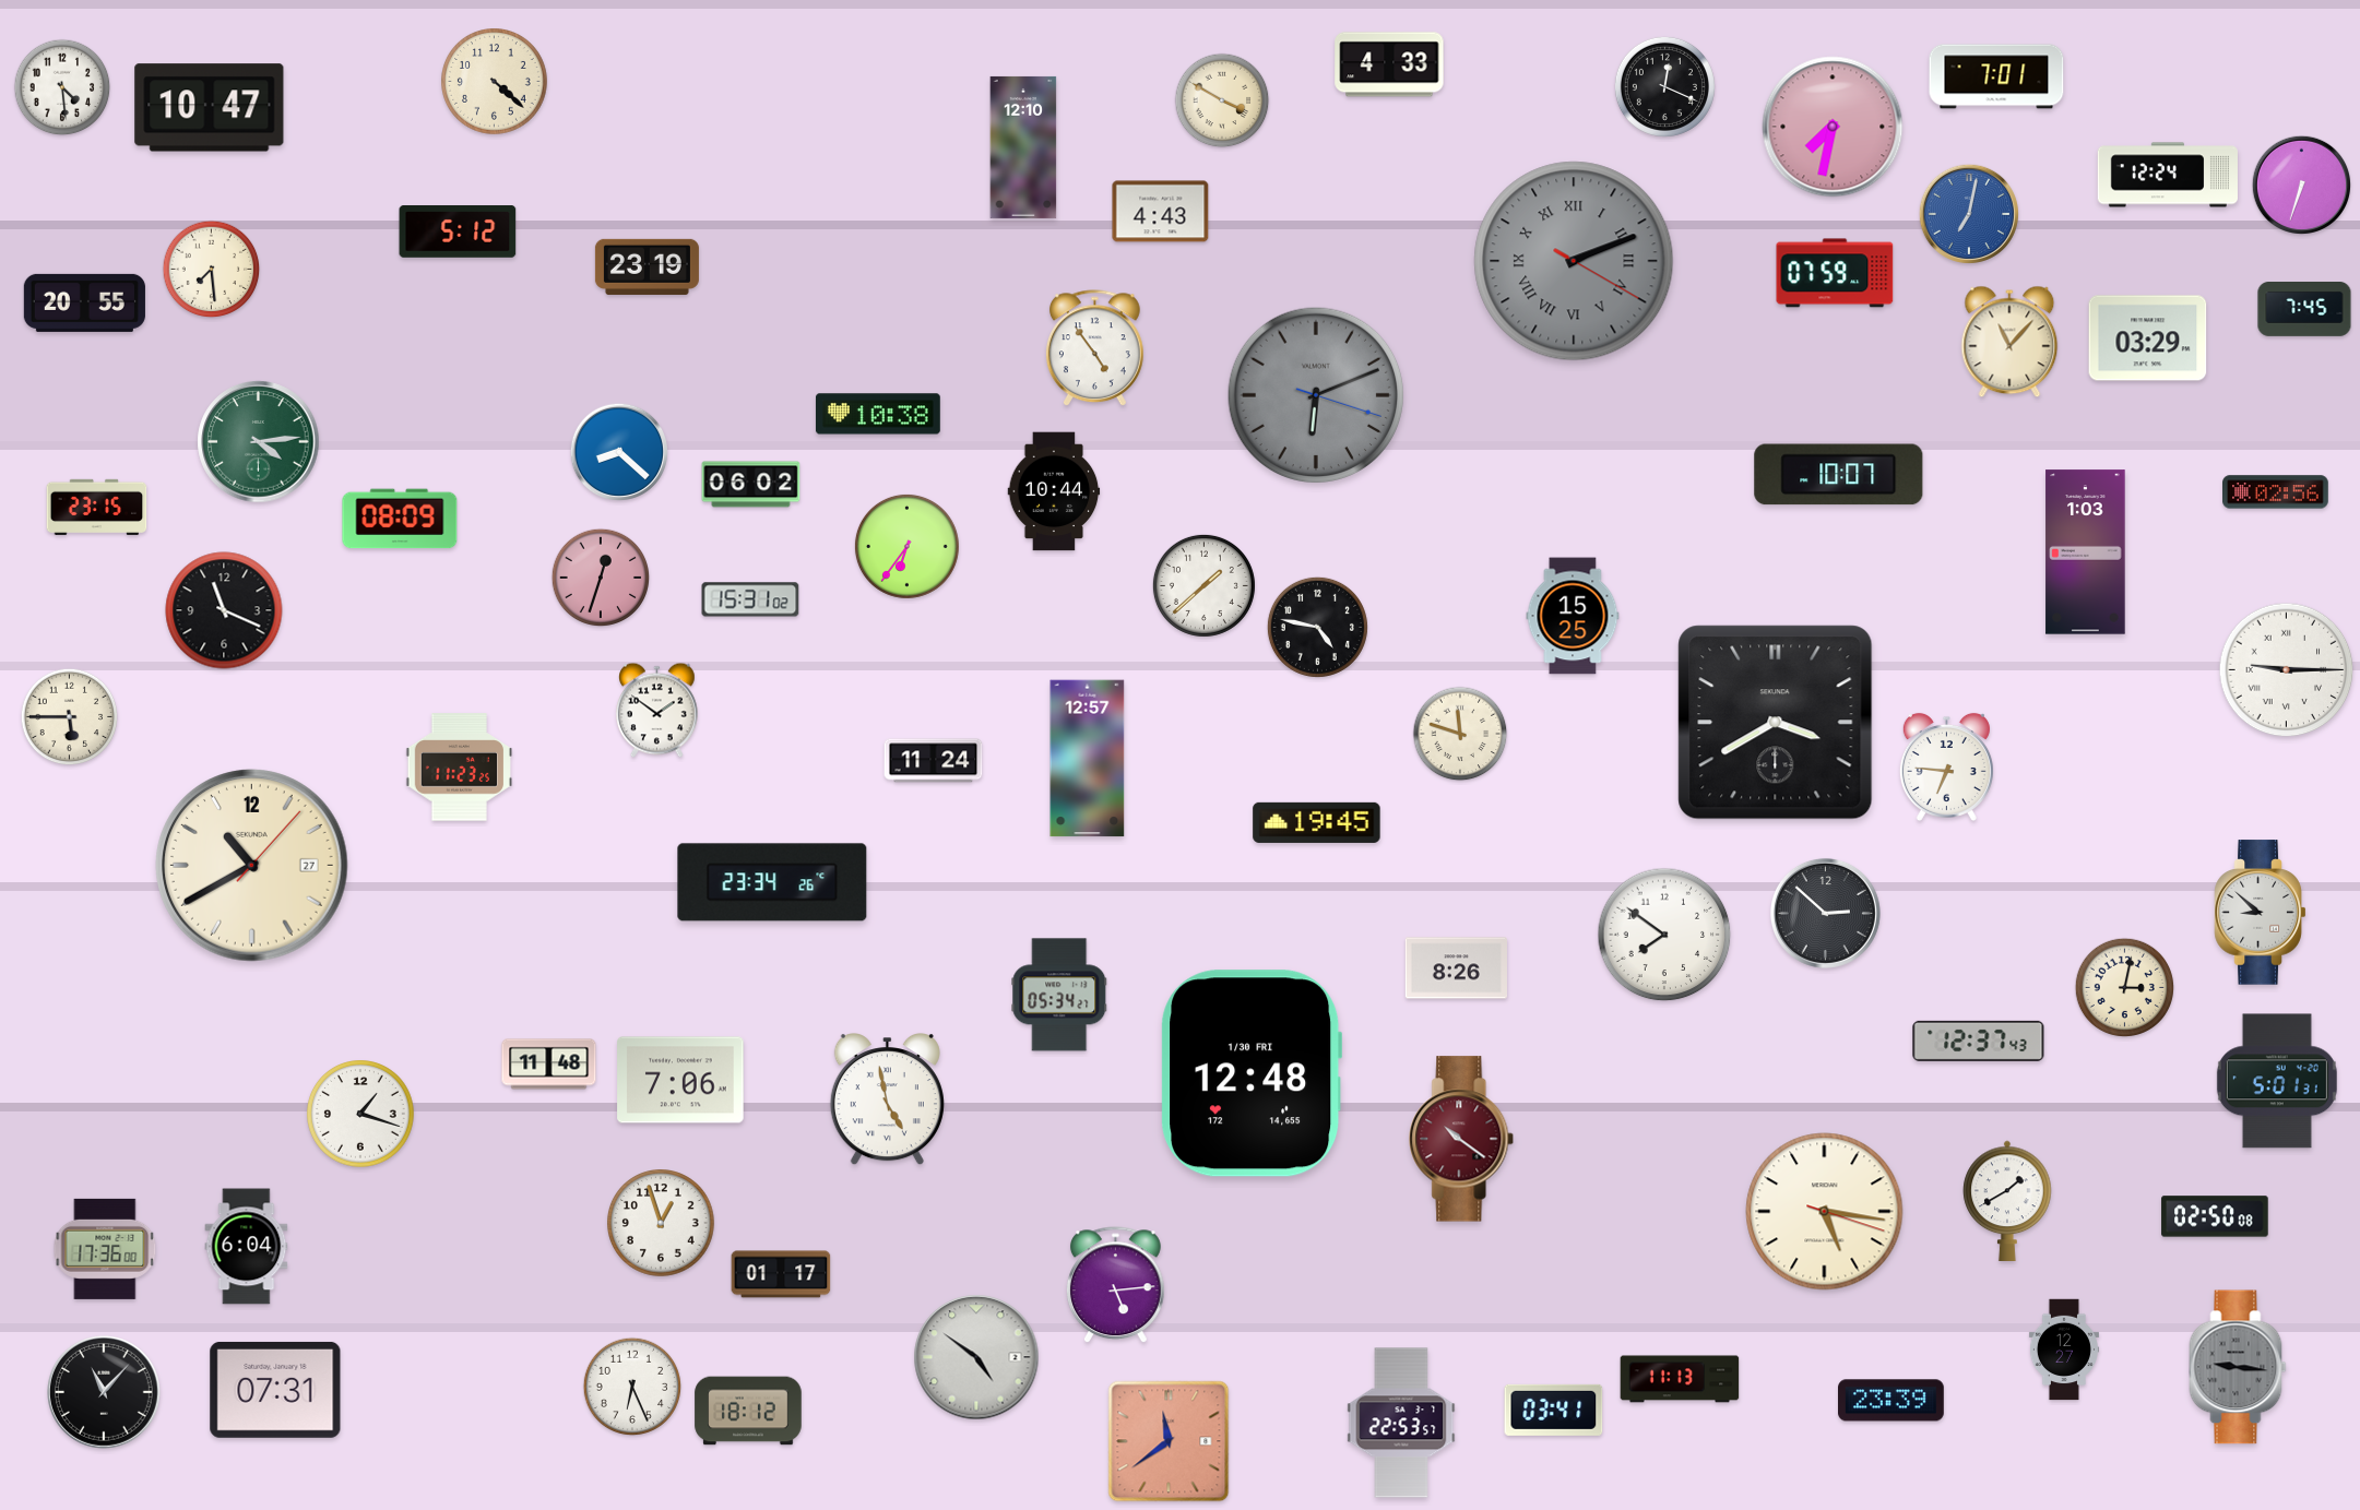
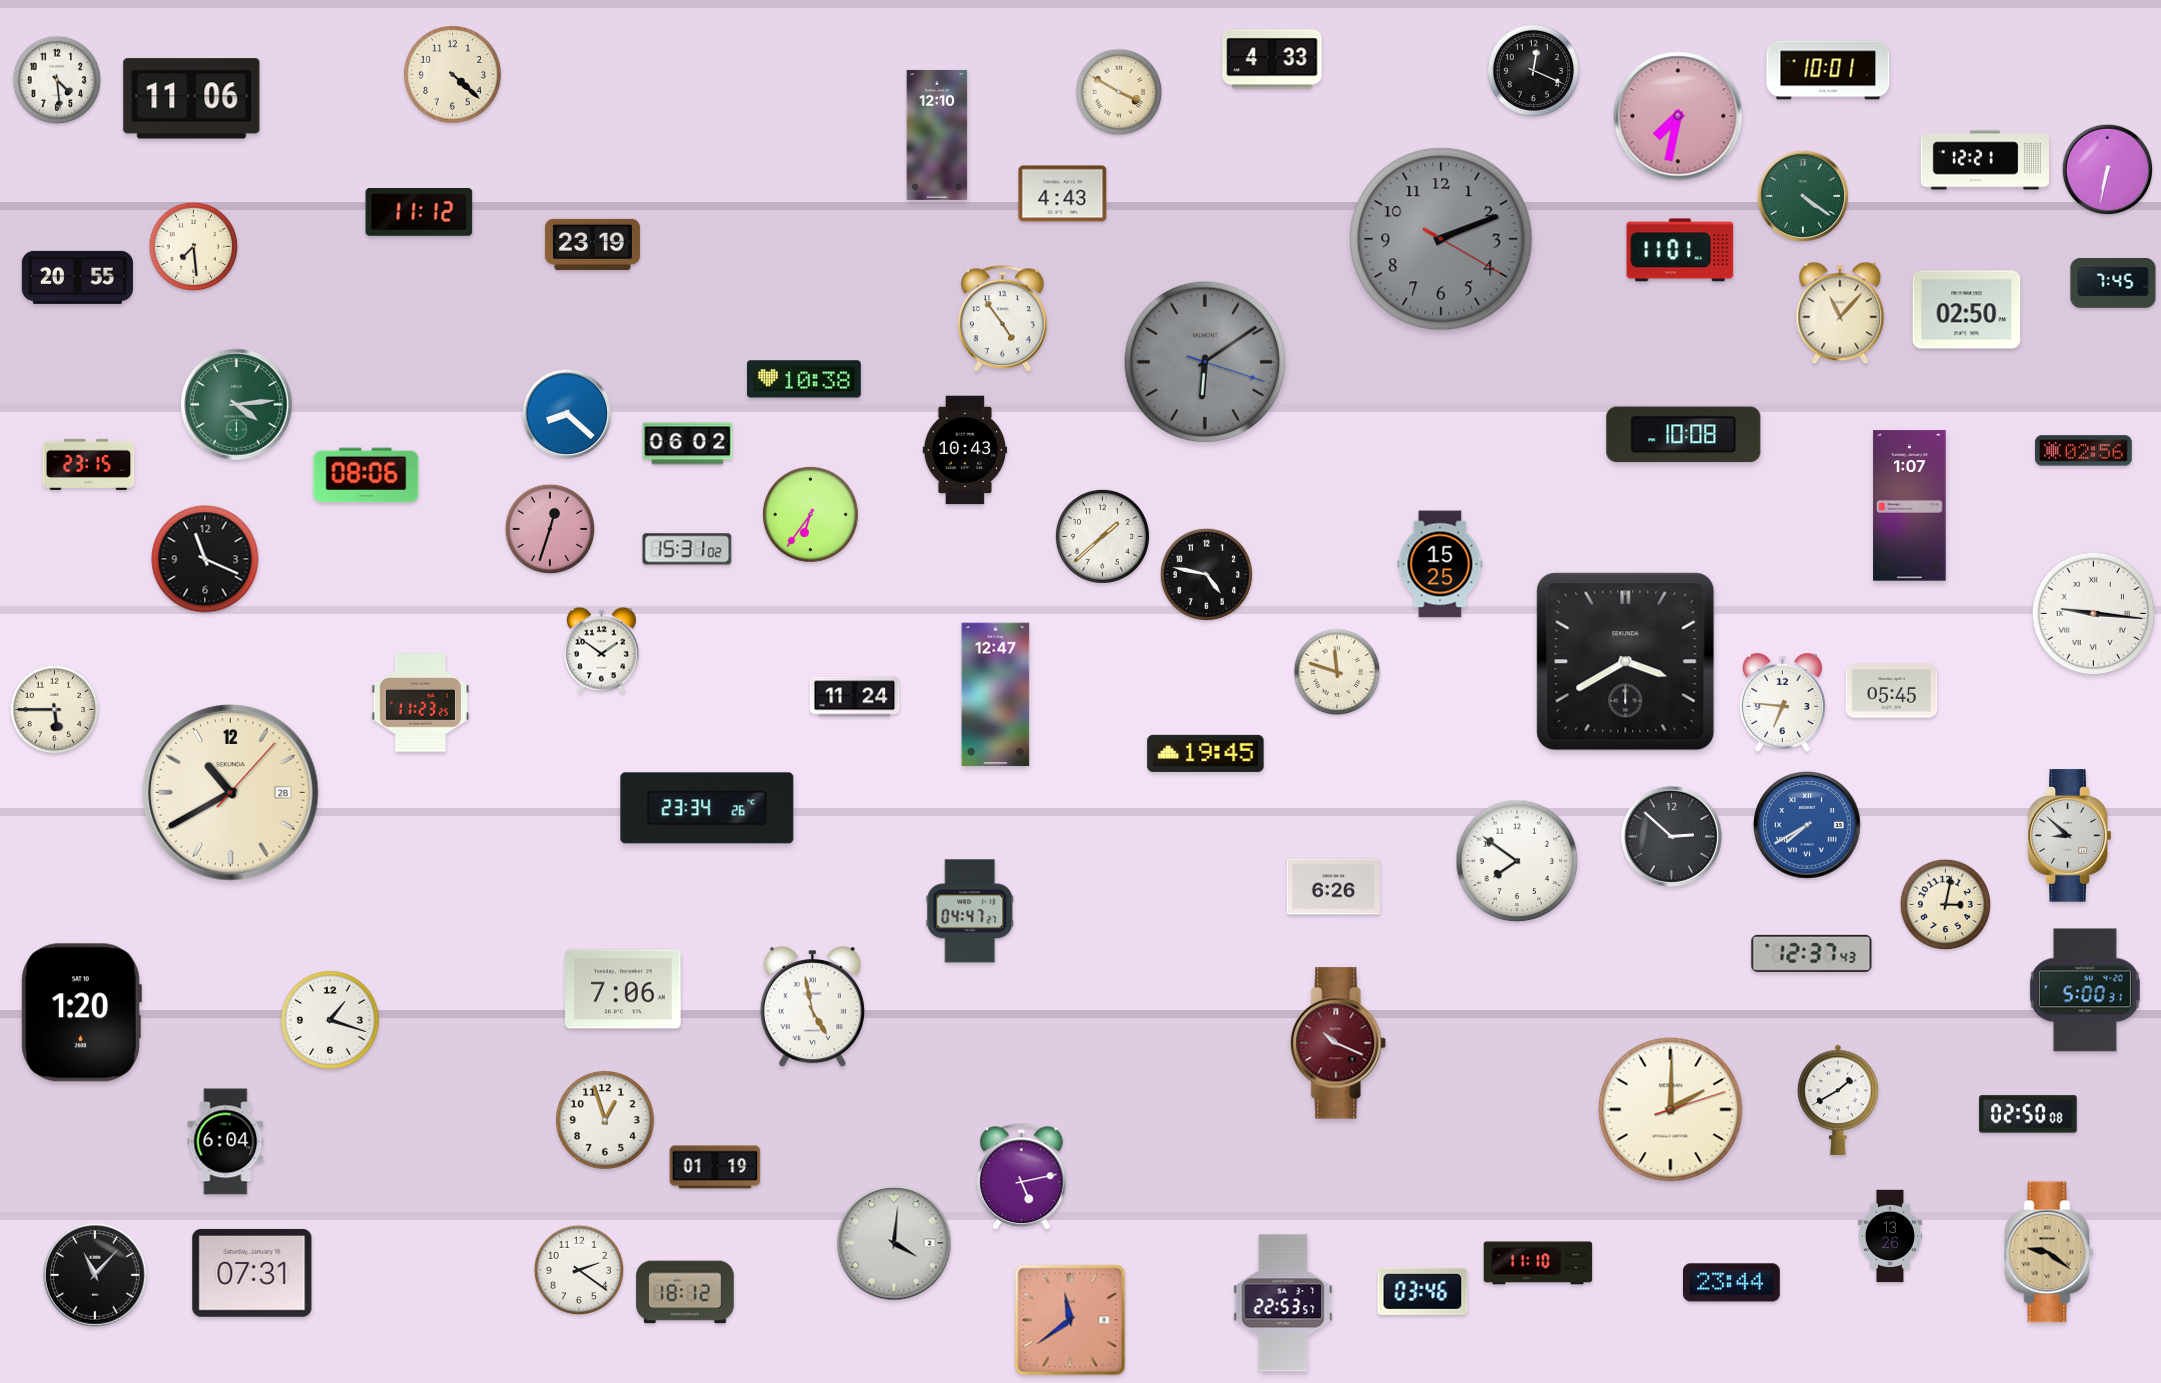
clock at (1996, 76): 7:01 -> 10:01
clock at (1664, 86) position: (1664, 86) -> (1533, 70)
clock at (210, 108): 10:47 -> 11:06
clock at (2168, 175): 12:24 -> 12:21
clock at (2301, 185): 6:33 -> 6:32
clock at (1968, 213): 7:02 -> 4:21
clock at (1968, 213) dial: blue -> green
clock at (458, 233): 5:12 -> 11:12
clock at (1574, 261) numerals: Roman -> Arabic
clock at (1835, 273): 07:59 -> 11:01
clock at (2304, 310) position: (2304, 310) -> (2113, 284)
clock at (2148, 338): 03:29 -> 02:50
clock at (1316, 395): 6:11 -> 6:09
clock at (1839, 475): 10:07 -> 10:08
clock at (1054, 491): 10:44 -> 10:43
clock at (400, 519): 08:09 -> 08:06
clock at (906, 546) position: (906, 546) -> (810, 514)
clock at (2086, 552): 1:03 -> 1:07
clock at (2287, 670): 9:15 -> 9:16
clock at (70, 717) position: (70, 717) -> (55, 710)
clock at (1892, 691): none -> 05:45
clock at (1088, 759): 12:57 -> 12:47
clock at (252, 866) date: 27 -> 28
clock at (1807, 825): none -> 7:40
clock at (1664, 935) position: (1664, 935) -> (1517, 861)
clock at (1456, 968): 8:26 -> 6:26
clock at (1059, 995): 05:34 -> 04:47
clock at (549, 1065): 11:48 -> none
clock at (1252, 1073): 12:48 -> none
clock at (2277, 1081): 5:01 -> 5:00
clock at (81, 1013): none -> 1:20
clock at (1462, 1139): 10:21 -> 10:19
clock at (1825, 1212): 5:16 -> 2:00
clock at (105, 1249): 17:36 -> none
clock at (781, 1274): 01:17 -> 01:19
clock at (1115, 1285): 5:14 -> 5:13
clock at (2064, 1350): 12:27 -> 13:26
clock at (976, 1357): 4:51 -> 4:01
clock at (2238, 1367): 9:16 -> 9:21
clock at (2238, 1367) dial: grey -> champagne
clock at (1680, 1379): 11:13 -> 11:10
clock at (632, 1387): 6:26 -> 2:21
clock at (1891, 1401): 23:39 -> 23:44
clock at (1554, 1410): 03:41 -> 03:46
